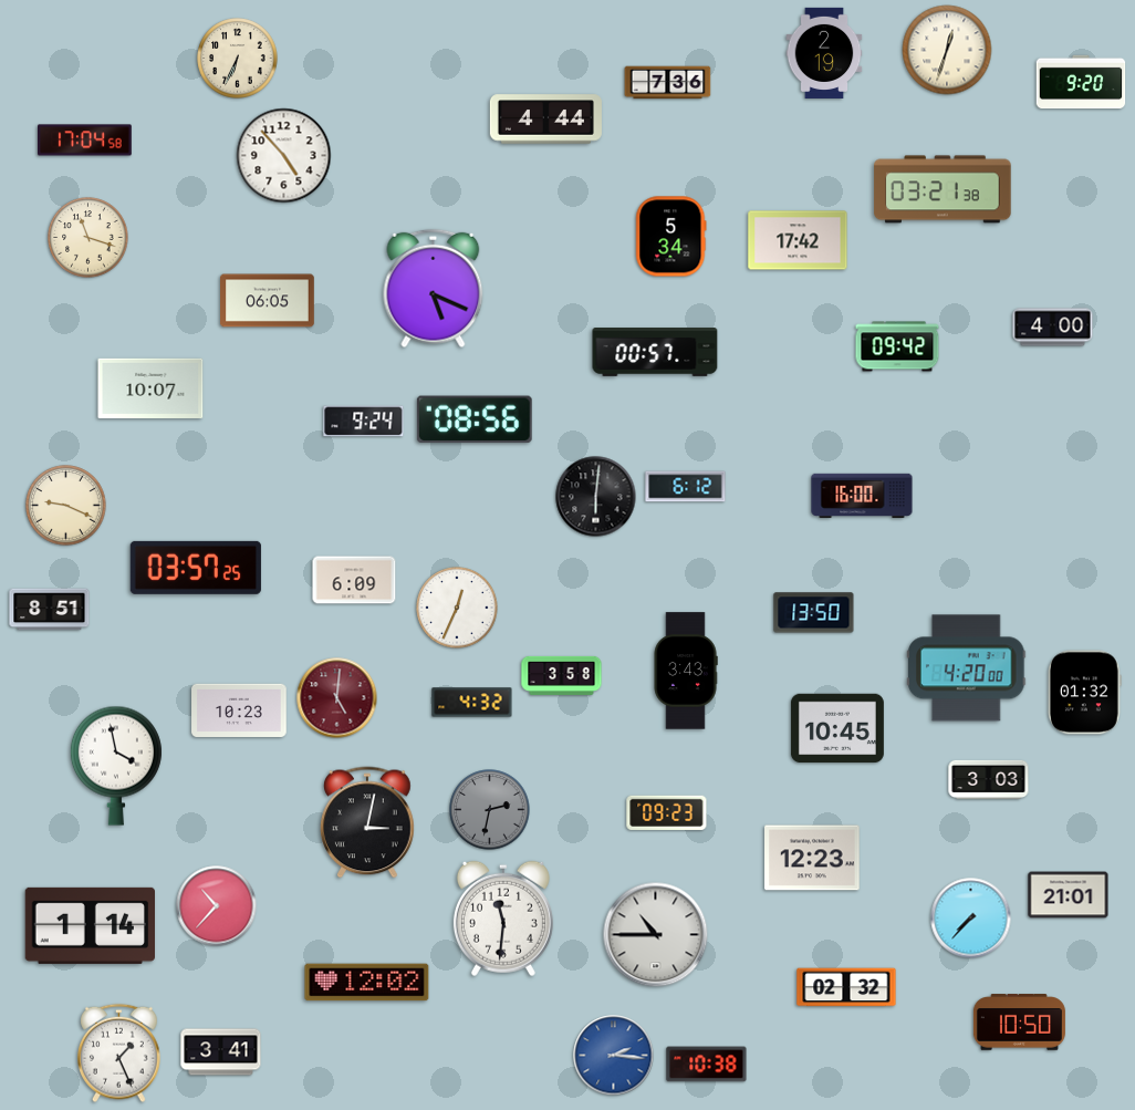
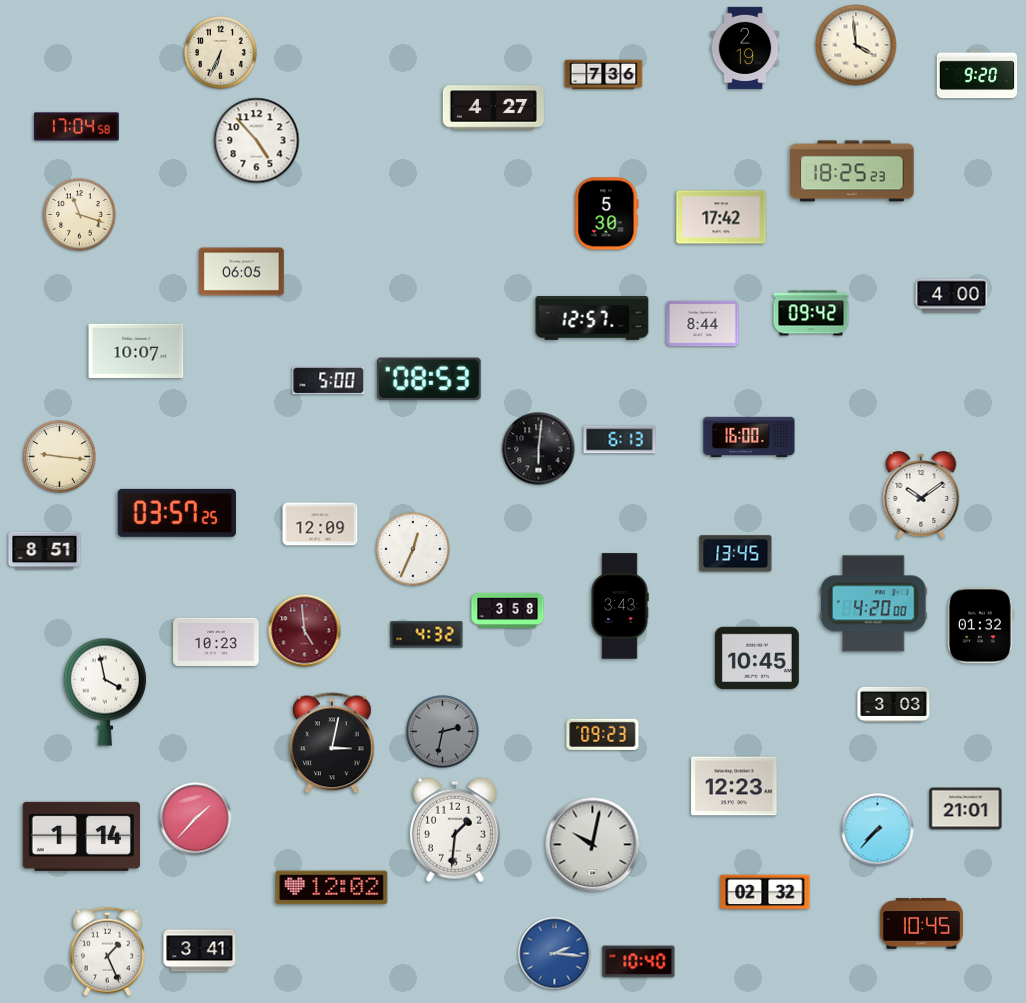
clock at (947, 50): 12:33 -> 3:59
clock at (238, 59) position: (238, 59) -> (221, 53)
clock at (545, 120): 4:44 -> 4:27
clock at (943, 189): 03:21 -> 18:25
clock at (671, 237): 5:34 -> 5:30
clock at (434, 289): 5:19 -> none
clock at (655, 353): 00:57 -> 12:57
clock at (703, 324): none -> 8:44
clock at (475, 419): 08:56 -> 08:53
clock at (364, 422): 9:24 -> 5:00
clock at (686, 487): 6:12 -> 6:13
clock at (862, 495) position: (862, 495) -> (749, 436)
clock at (66, 506): 9:19 -> 9:16
clock at (921, 495): none -> 10:09
clock at (354, 580): 6:09 -> 12:09
clock at (814, 613): 13:50 -> 13:45
clock at (337, 698): 5:01 -> 4:59
clock at (812, 858) position: (812, 858) -> (734, 786)
clock at (217, 906): 10:37 -> 1:37
clock at (503, 919): 11:31 -> 1:31
clock at (656, 935): 10:45 -> 10:02
clock at (1019, 1023): 10:50 -> 10:45
clock at (707, 1065): 10:38 -> 10:40
